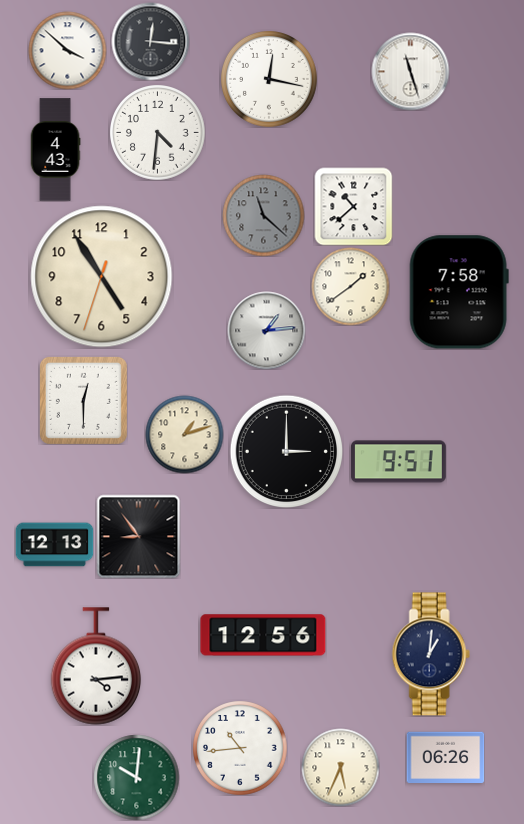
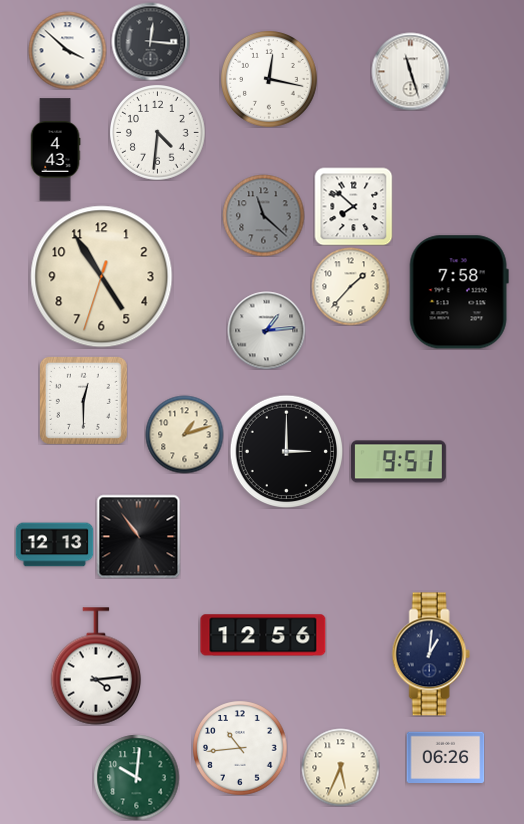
clock at (353, 206): 10:38 -> 7:52
clock at (350, 286): 1:39 -> 1:37
clock at (138, 536): 8:54 -> 10:54
